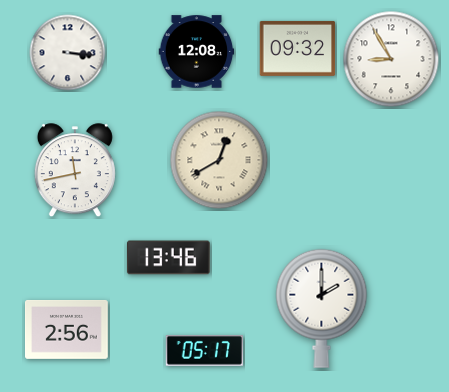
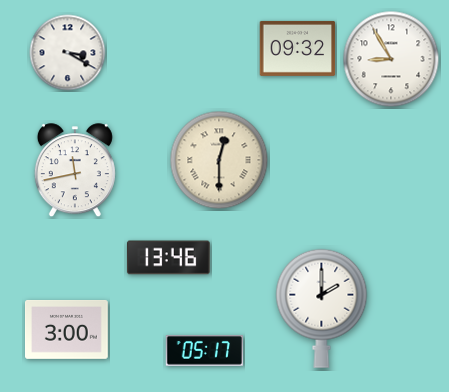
clock at (197, 52): 12:08 -> none
clock at (68, 53): 3:16 -> 3:20
clock at (219, 160): 12:40 -> 12:30
clock at (67, 329): 2:56 -> 3:00
